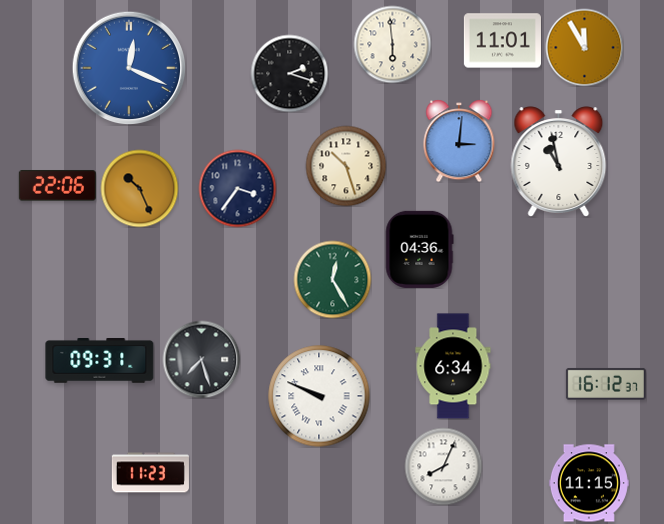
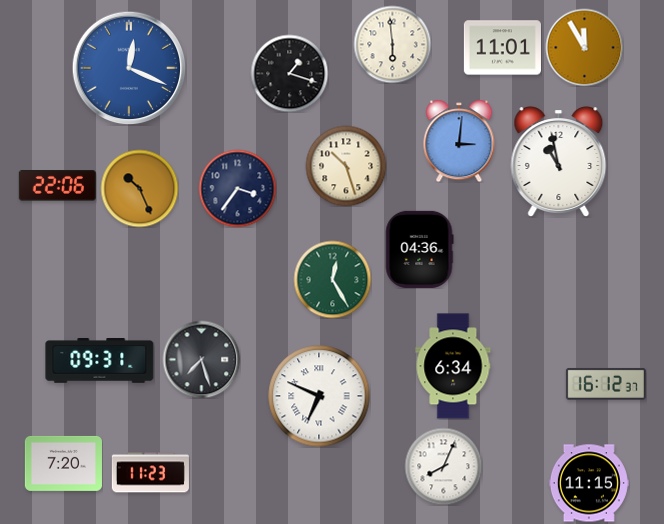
clock at (502, 41) position: (502, 41) -> (502, 48)
clock at (289, 73): 2:18 -> 1:18
clock at (319, 396): 9:49 -> 6:49
clock at (63, 463): none -> 7:20
